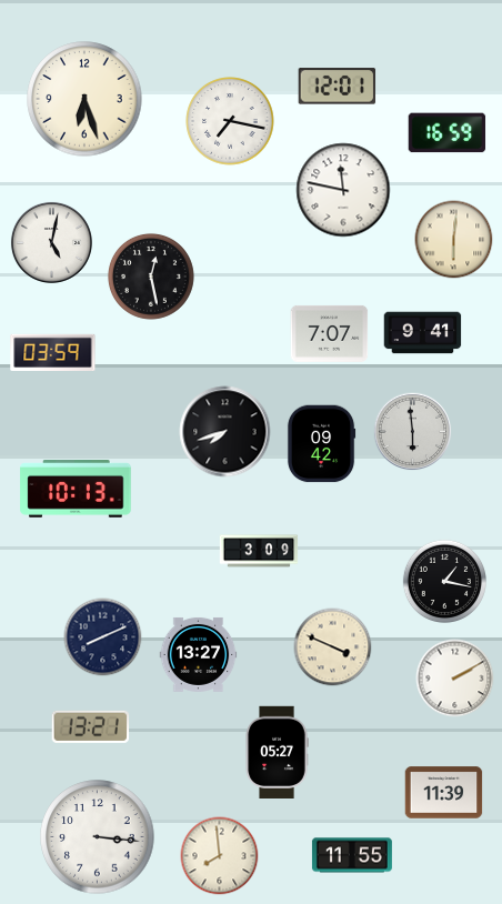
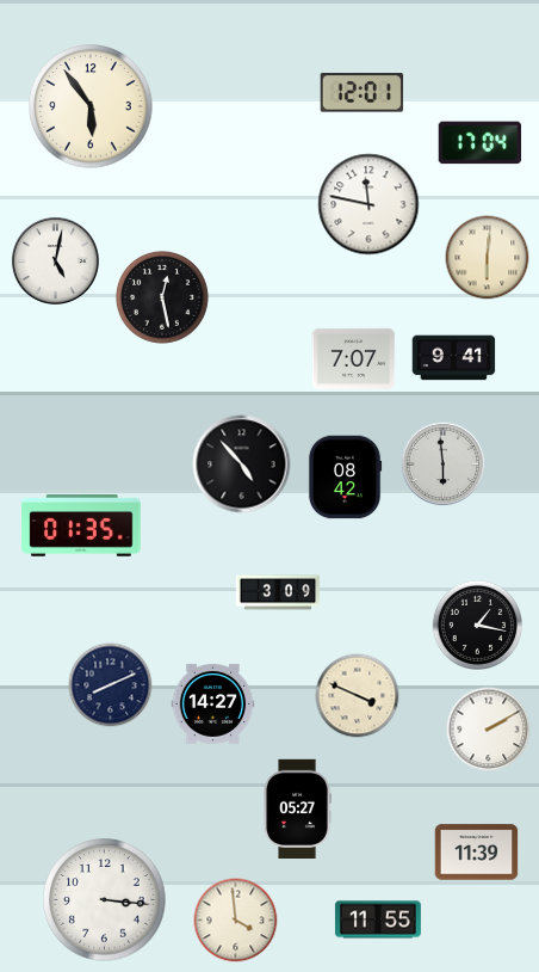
clock at (84, 99): 6:27 -> 5:54
clock at (230, 121): 7:17 -> none
clock at (448, 133): 16:59 -> 17:04
clock at (53, 352): 03:59 -> none
clock at (225, 432): 7:42 -> 4:53
clock at (321, 444): 09:42 -> 08:42
clock at (76, 490): 10:13 -> 01:35
clock at (199, 654): 13:27 -> 14:27
clock at (91, 726): 13:21 -> none
clock at (220, 856): 7:59 -> 3:59
